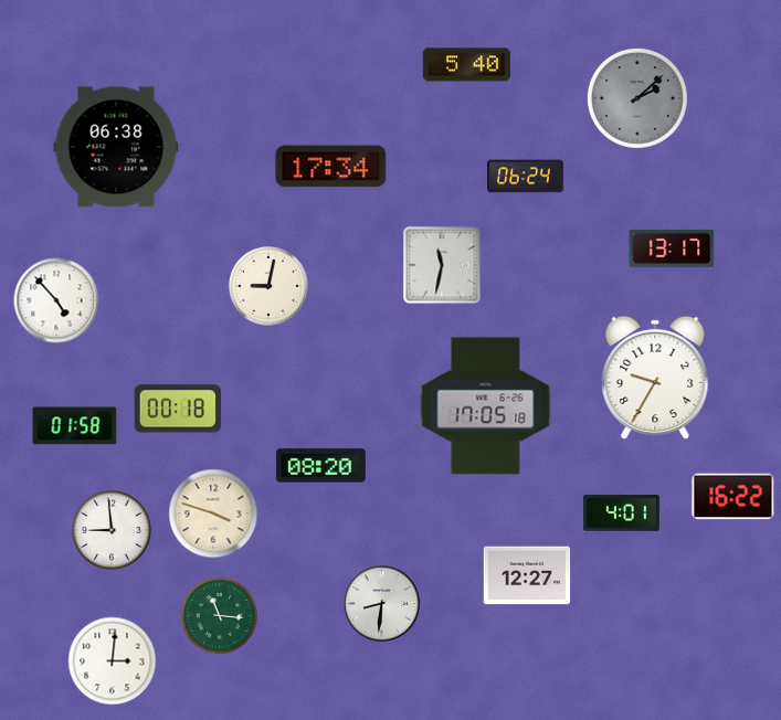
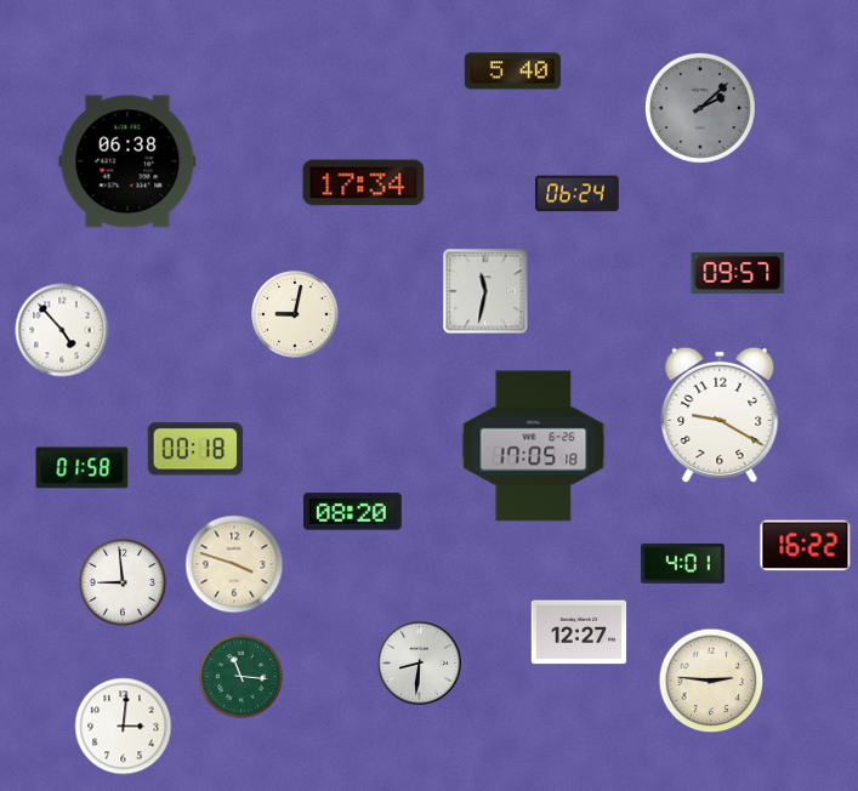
clock at (672, 248): 13:17 -> 09:57
clock at (655, 378): 9:35 -> 9:20
clock at (711, 681): none -> 2:46
